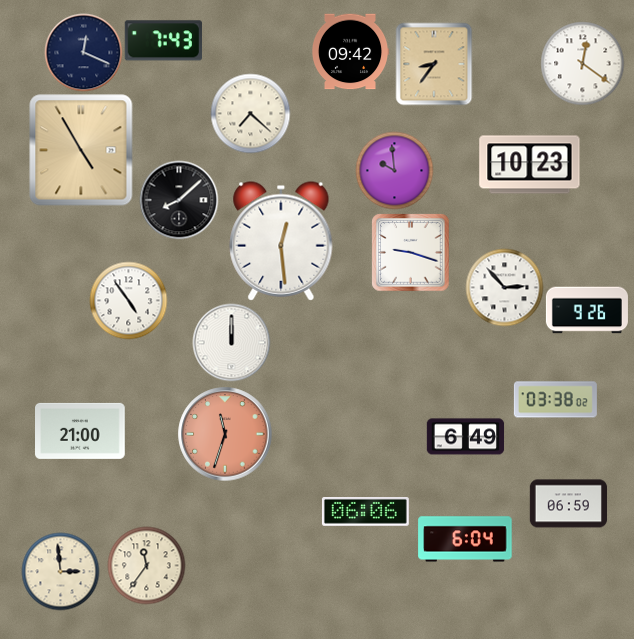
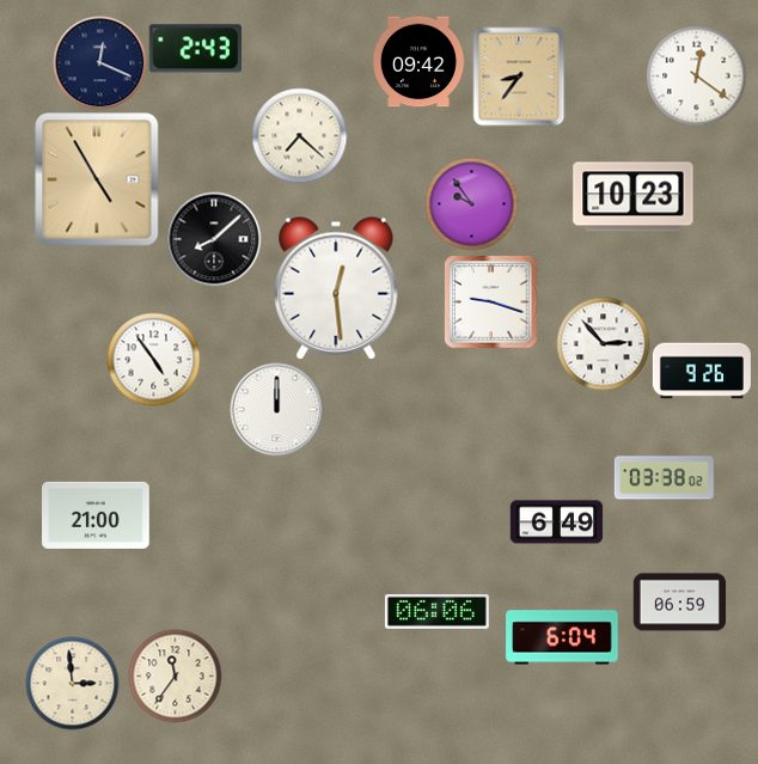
clock at (163, 41): 7:43 -> 2:43
clock at (394, 170): 9:59 -> 9:54
clock at (225, 434): 11:33 -> none
clock at (465, 539) position: (465, 539) -> (562, 637)
